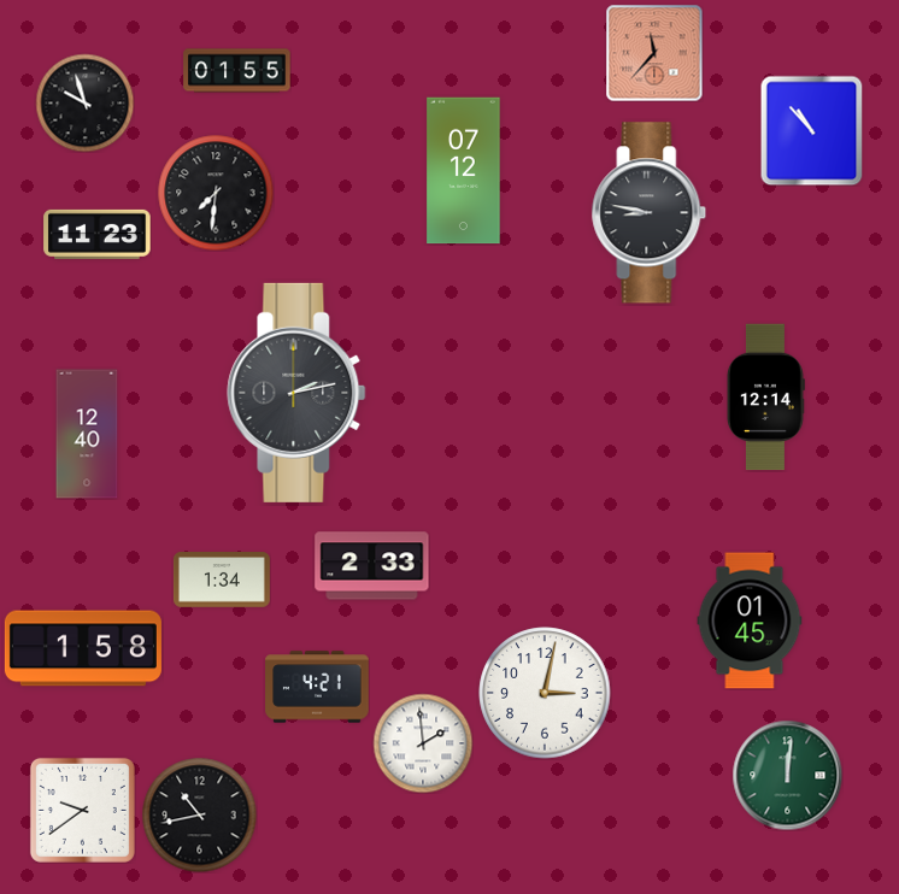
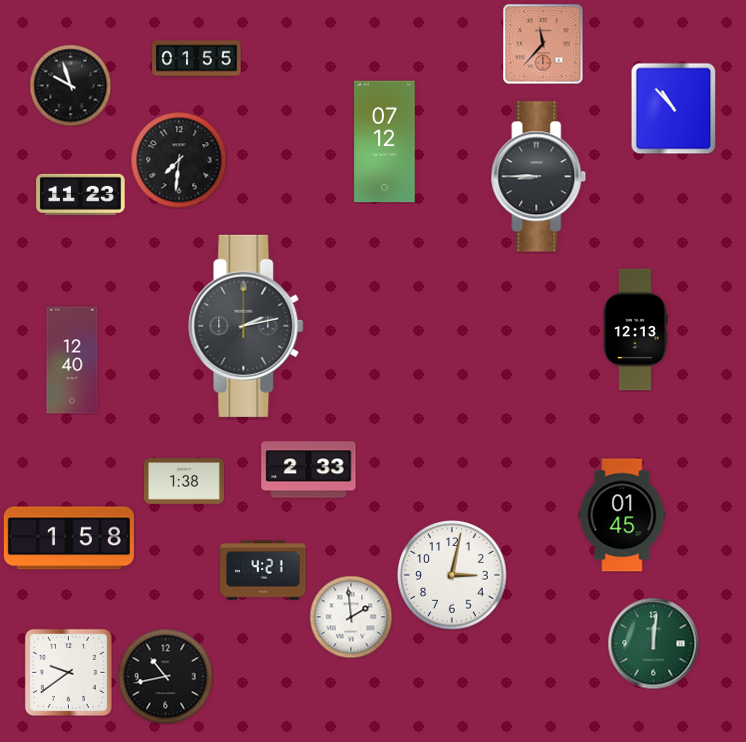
clock at (650, 213): 8:47 -> 8:45
clock at (766, 398): 12:14 -> 12:13
clock at (222, 580): 1:34 -> 1:38
